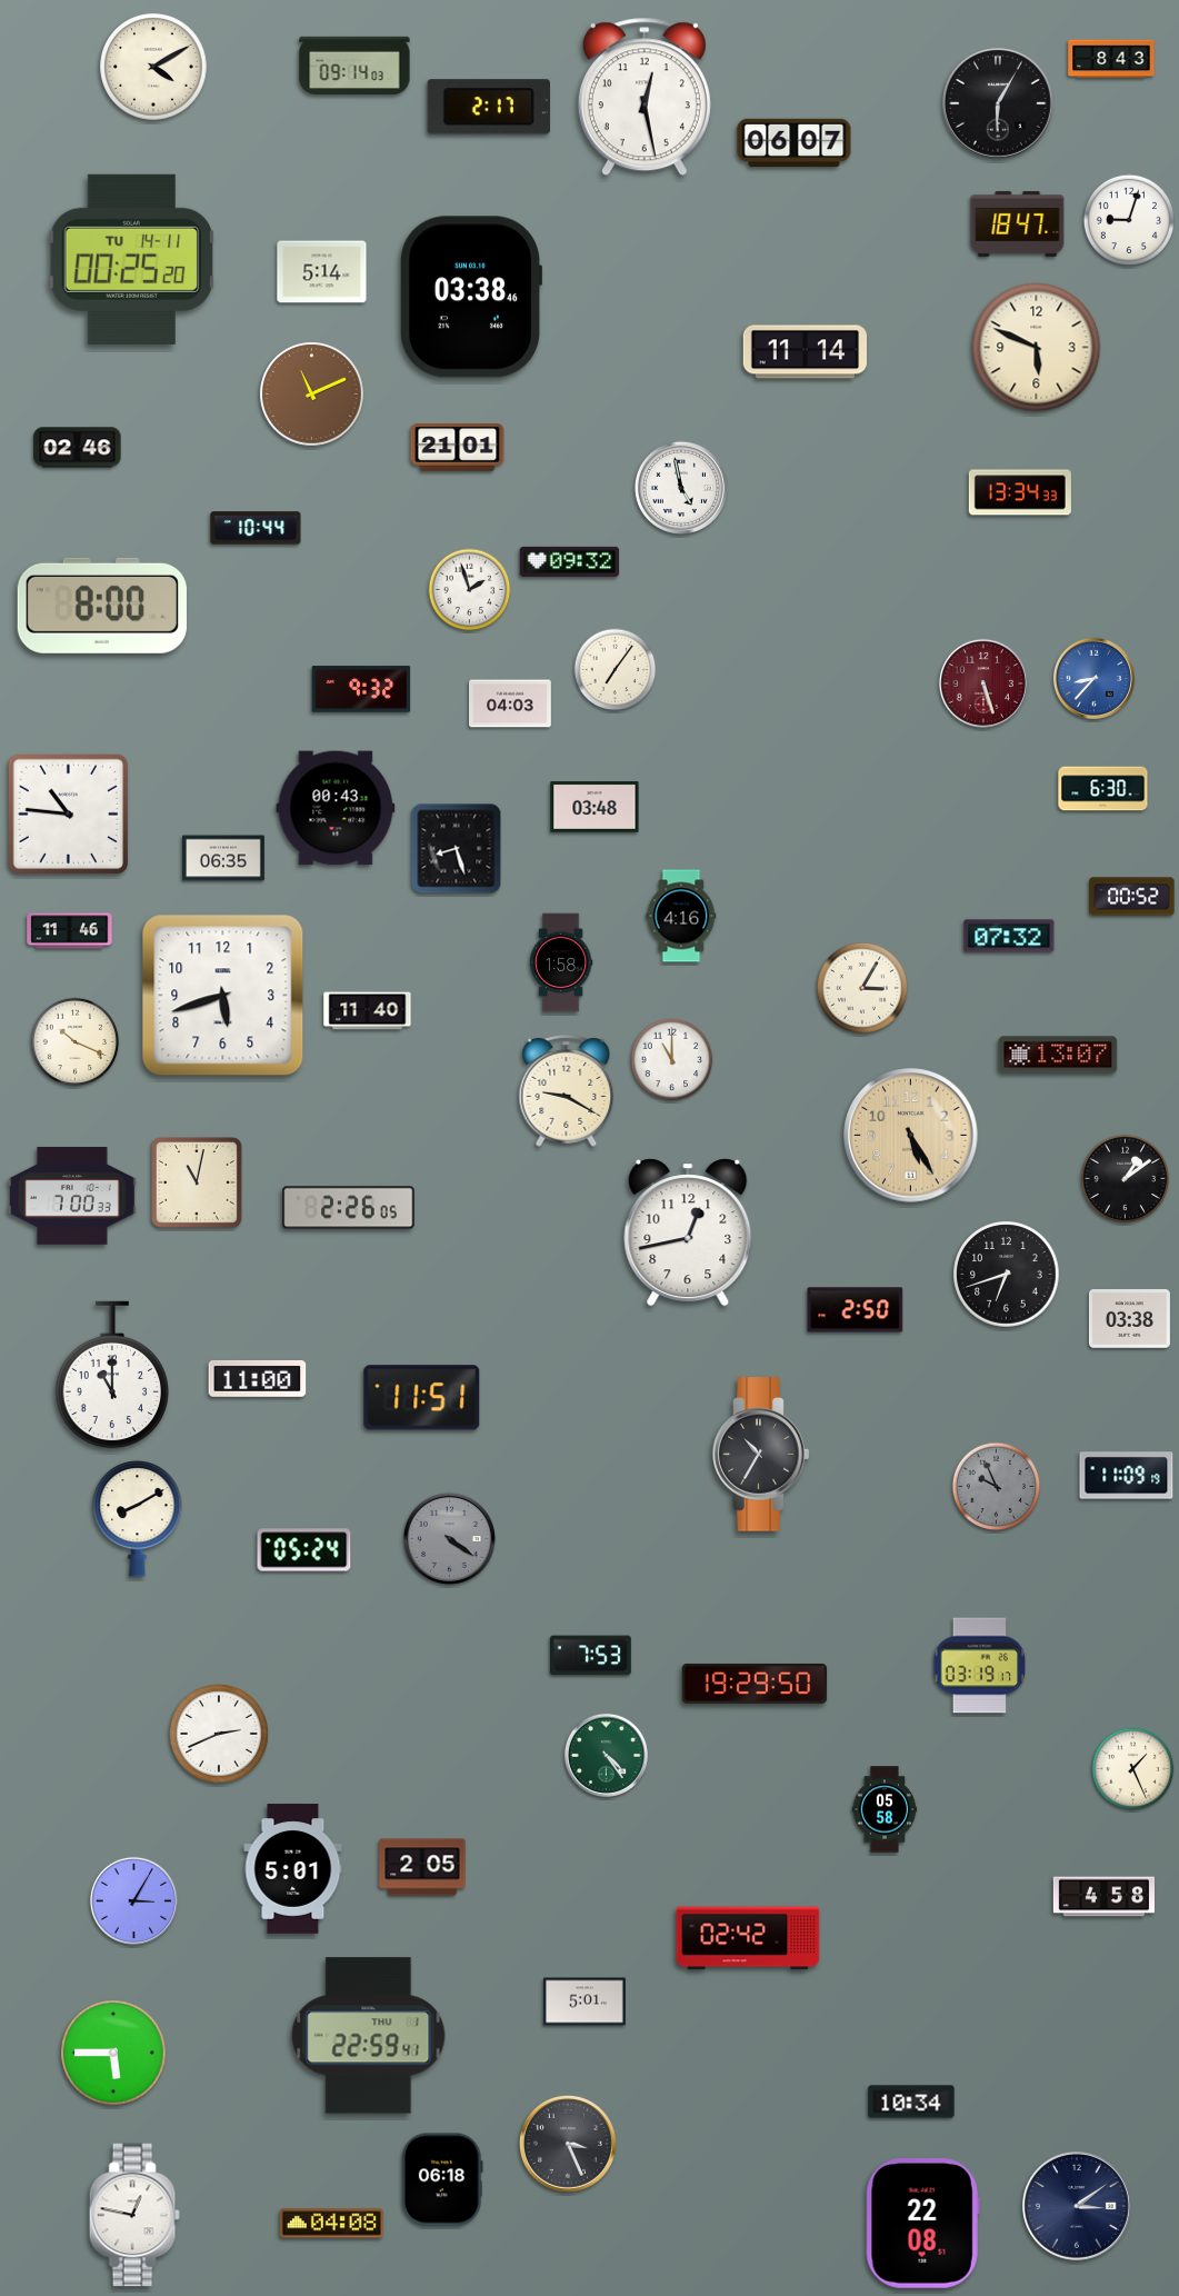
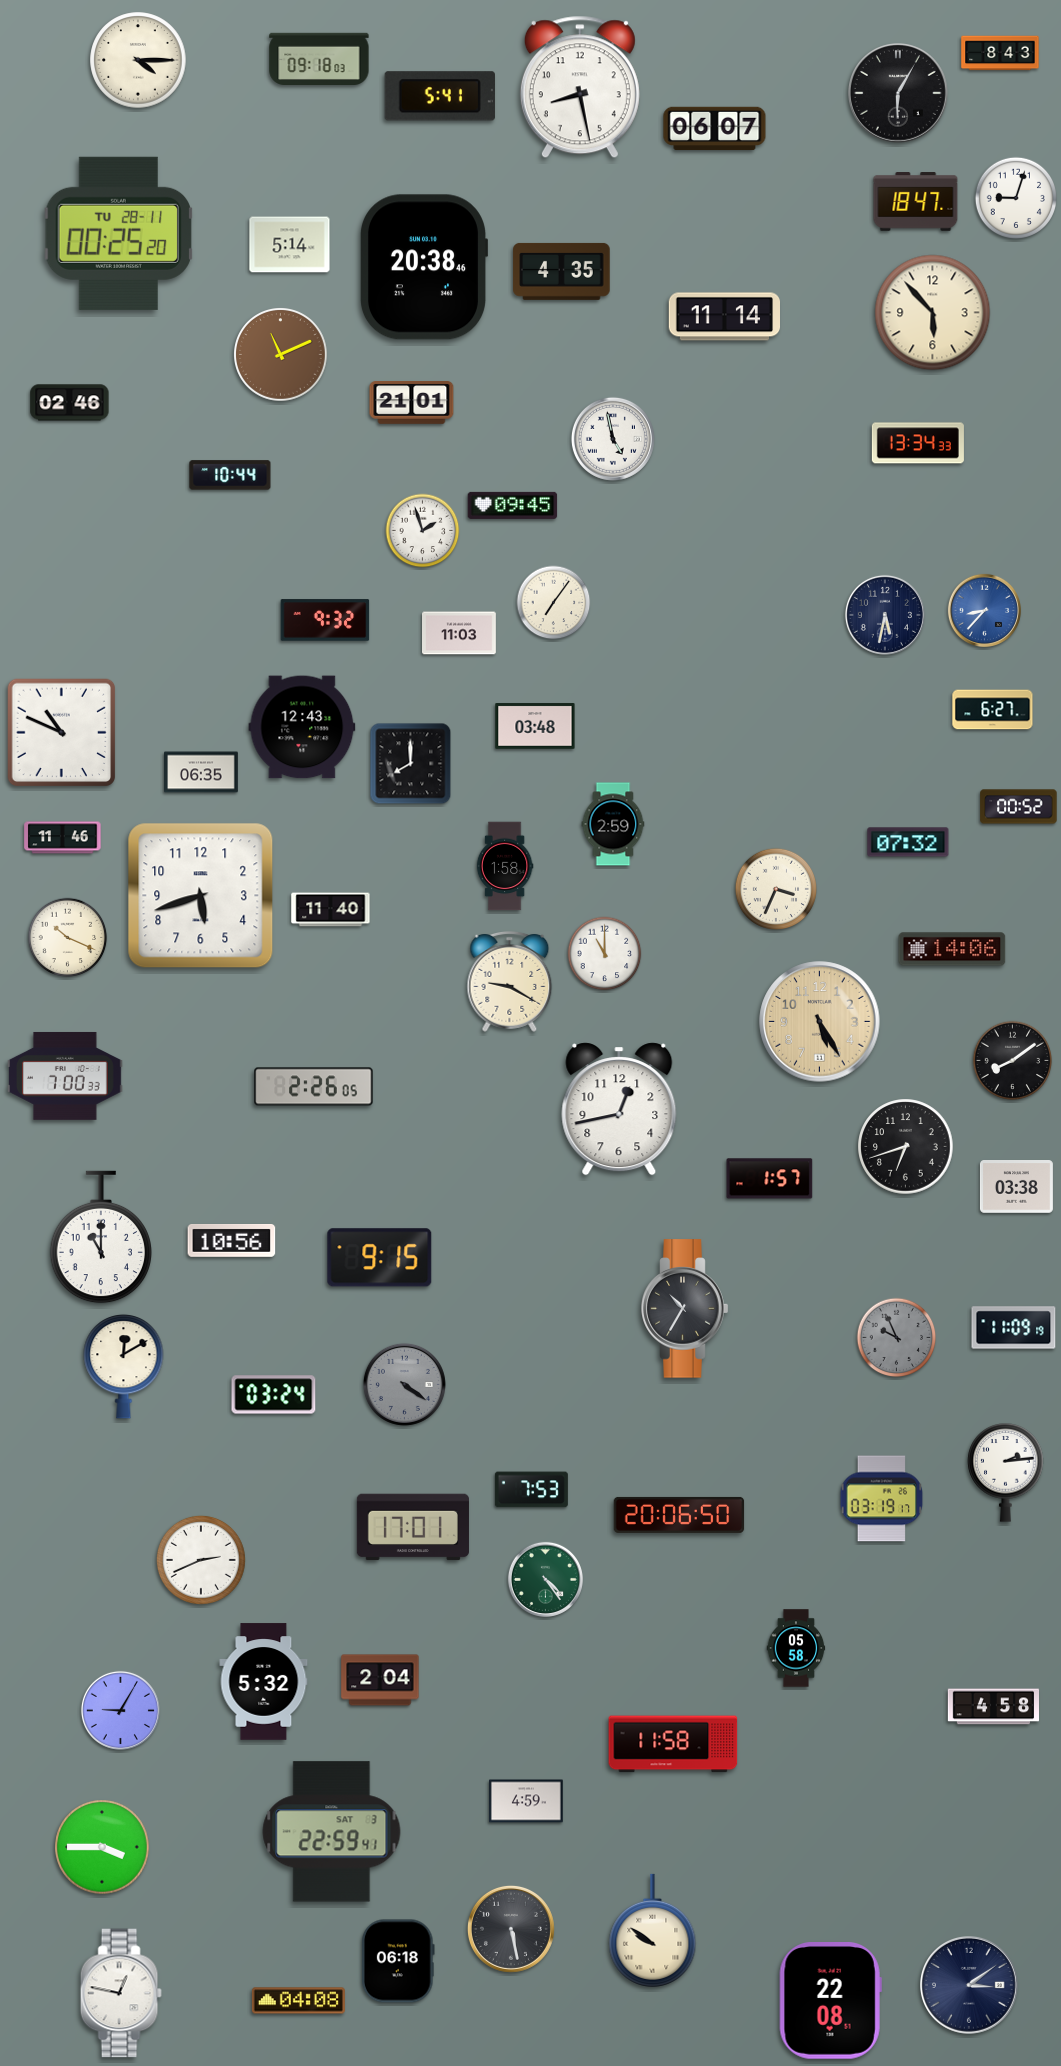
clock at (354, 64): 09:14 -> 09:18
clock at (153, 67): 4:10 -> 4:15
clock at (645, 97): 12:28 -> 8:28
clock at (489, 107): 2:17 -> 5:41
clock at (131, 259) date: TU 14-11 -> TU 28-11
clock at (470, 297): 03:38 -> 20:38
clock at (562, 271): none -> 4:35
clock at (1037, 348): 5:49 -> 5:53
clock at (570, 561): 09:32 -> 09:45
clock at (102, 606): 8:00 -> none
clock at (983, 683): 5:27 -> 5:32
clock at (983, 683) dial: burgundy -> navy
clock at (511, 703): 04:03 -> 11:03
clock at (1103, 789): 6:30 -> 6:27
clock at (336, 808): 00:43 -> 12:43
clock at (69, 815): 10:46 -> 10:49
clock at (457, 849): 8:27 -> 8:00
clock at (681, 916): 4:16 -> 2:59
clock at (861, 987): 3:05 -> 3:34
clock at (1058, 1055): 13:07 -> 14:06
clock at (1126, 1179): 1:09 -> 8:09
clock at (197, 1182): 11:02 -> none
clock at (856, 1310): 2:50 -> 1:57
clock at (258, 1379): 11:00 -> 10:56
clock at (422, 1398): 11:51 -> 9:15
clock at (138, 1518): 8:10 -> 12:10
clock at (304, 1550): 05:24 -> 03:24
clock at (1006, 1473): none -> 2:14
clock at (755, 1684): 19:29 -> 20:06
clock at (413, 1527): none -> 17:01
clock at (219, 1734) position: (219, 1734) -> (201, 1560)
clock at (1133, 1769): 1:26 -> none
clock at (885, 1809) position: (885, 1809) -> (796, 1648)
clock at (422, 1867): 2:05 -> 2:04
clock at (293, 1869): 5:01 -> 5:32
clock at (133, 1900): 3:05 -> 9:05
clock at (748, 1938): 02:42 -> 11:58
clock at (586, 2001): 5:01 -> 4:59
clock at (369, 2036) date: THU 1 -> SAT 3
clock at (113, 2053): 5:45 -> 3:45
clock at (911, 2102): 10:34 -> none
clock at (568, 2144): 3:26 -> 5:28
clock at (653, 1930): none -> 9:51
